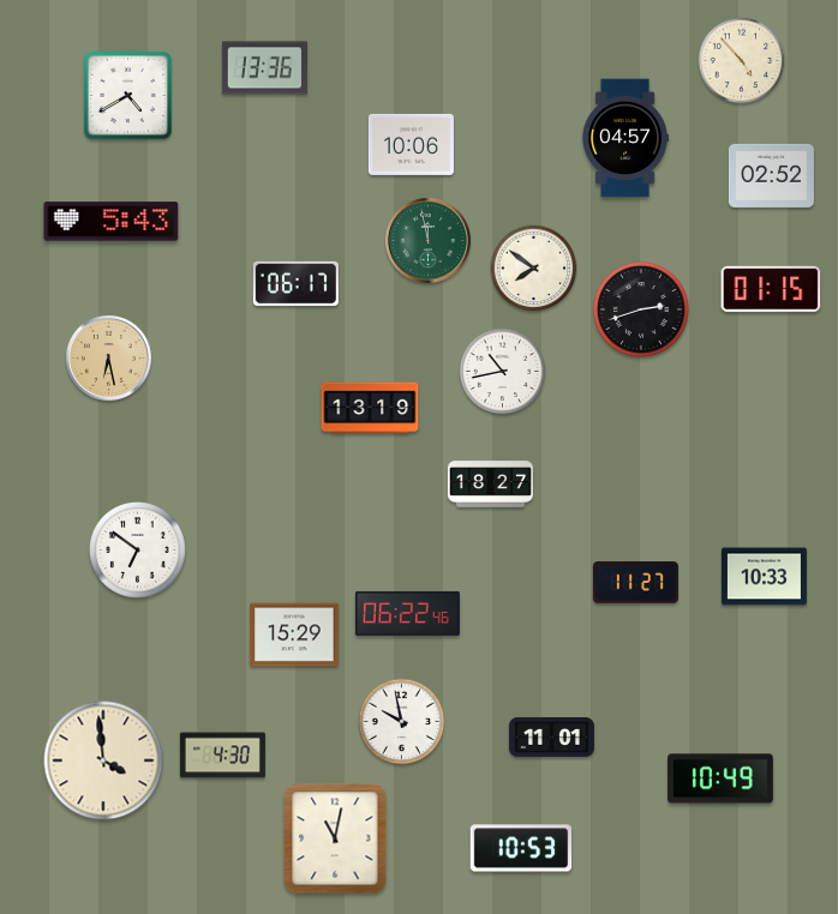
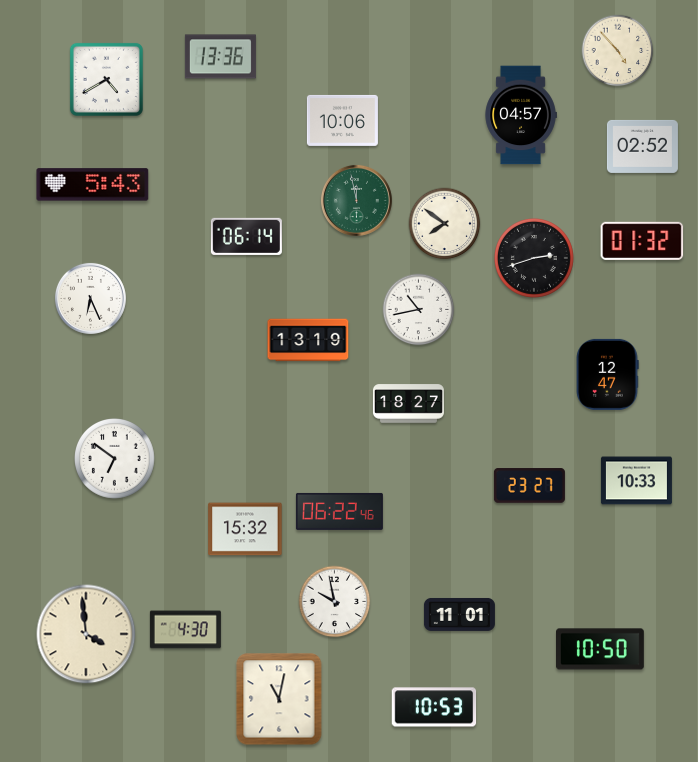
clock at (295, 283): 06:17 -> 06:14
clock at (771, 289): 01:15 -> 01:32
clock at (108, 357): 6:28 -> 6:26
clock at (108, 357) dial: champagne -> white
clock at (607, 374): none -> 12:47
clock at (635, 583): 11:27 -> 23:27
clock at (294, 635): 15:29 -> 15:32
clock at (722, 778): 10:49 -> 10:50
